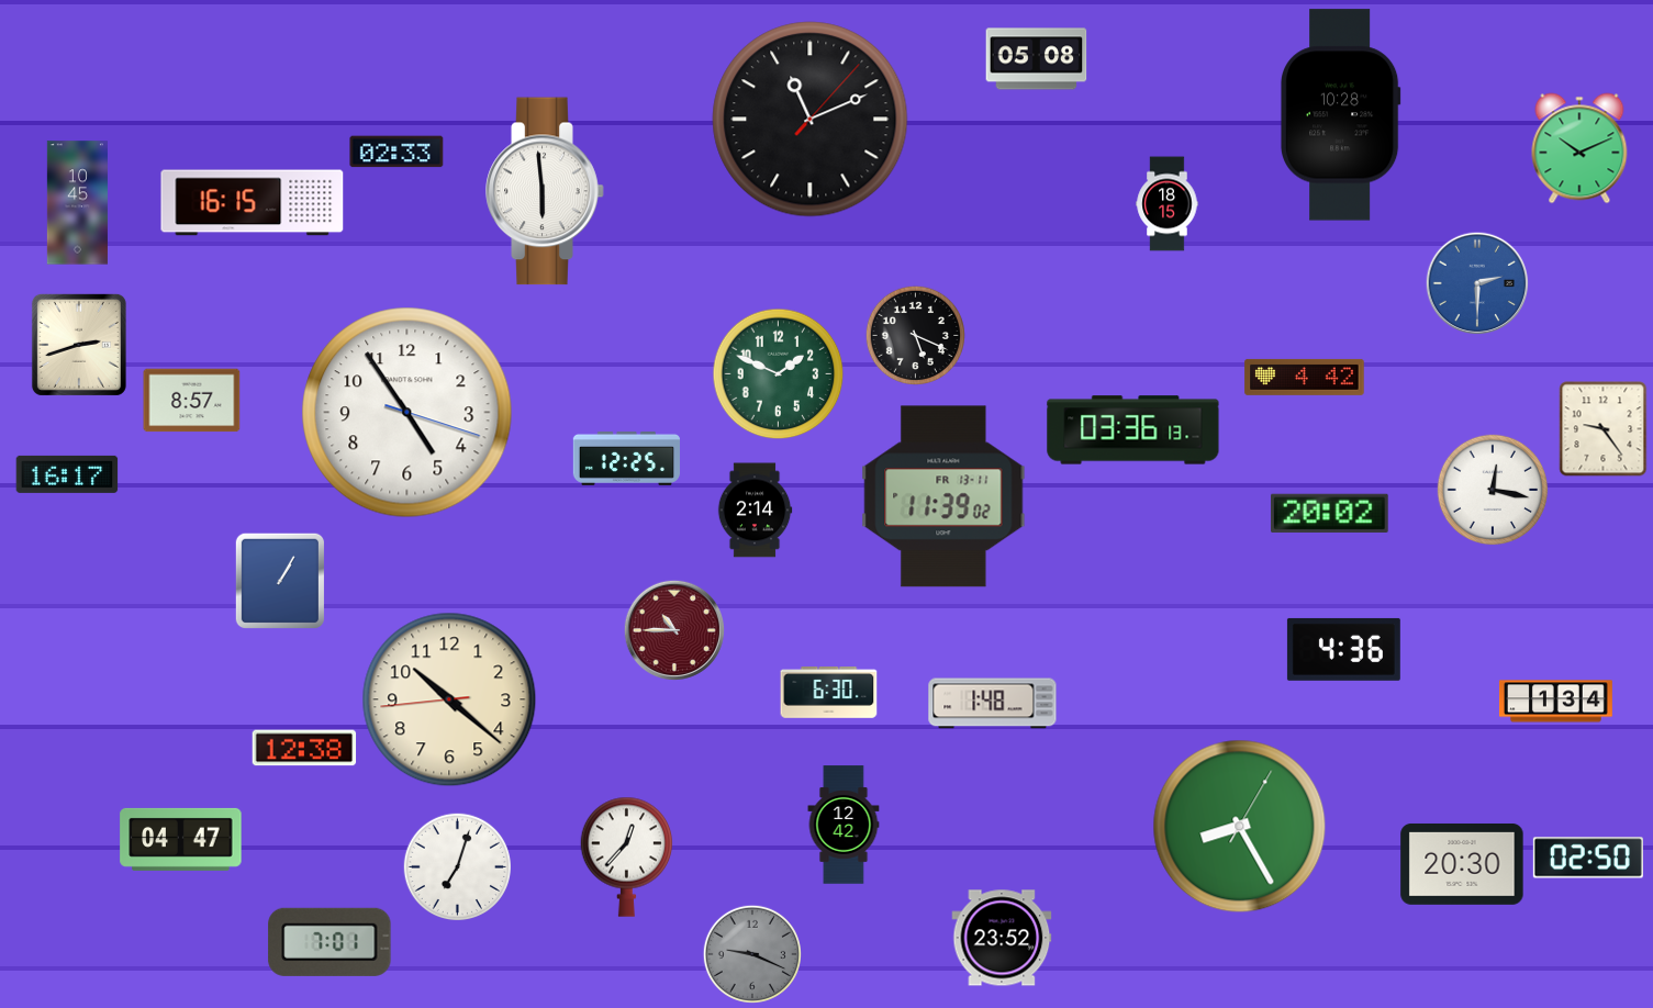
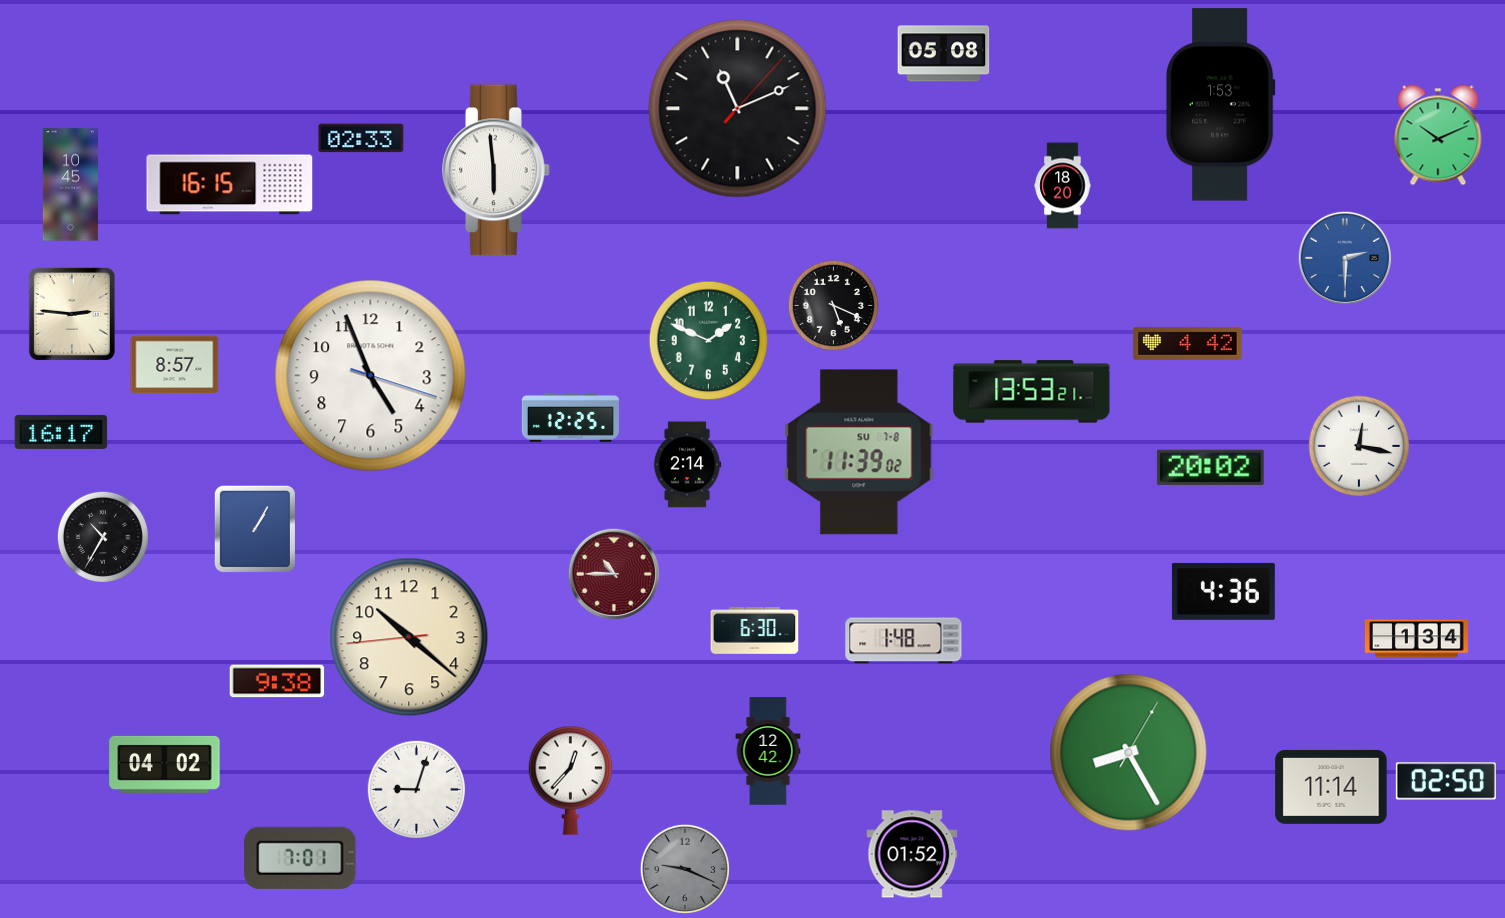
clock at (1340, 115): 10:28 -> 1:53
clock at (545, 191) position: (545, 191) -> (496, 170)
clock at (1168, 204): 18:15 -> 18:20
clock at (79, 345): 2:42 -> 2:46
clock at (407, 413): 4:54 -> 4:56
clock at (1604, 429): 9:24 -> none
clock at (1133, 430): 03:36 -> 13:53
clock at (943, 496) date: FR 13-11 -> SU 7-8
clock at (103, 537): none -> 10:35
clock at (304, 748): 12:38 -> 9:38
clock at (181, 839): 04:47 -> 04:02
clock at (1462, 864): 20:30 -> 11:14
clock at (457, 866): 7:03 -> 9:03
clock at (1002, 938): 23:52 -> 01:52
